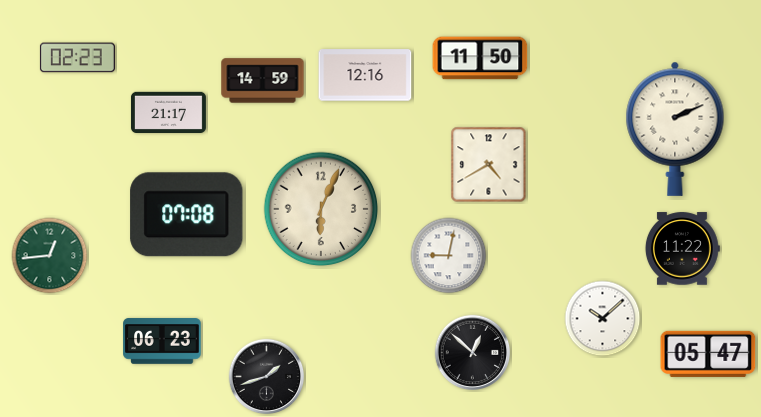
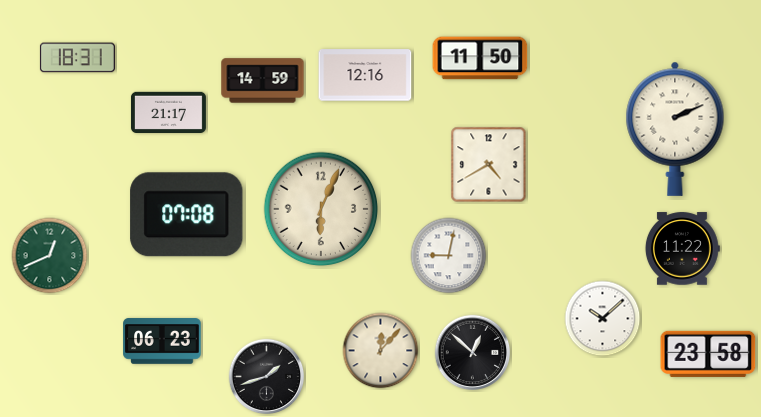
clock at (77, 58): 02:23 -> 18:31
clock at (50, 256): 12:44 -> 12:41
clock at (381, 351): none -> 12:07
clock at (708, 354): 05:47 -> 23:58
